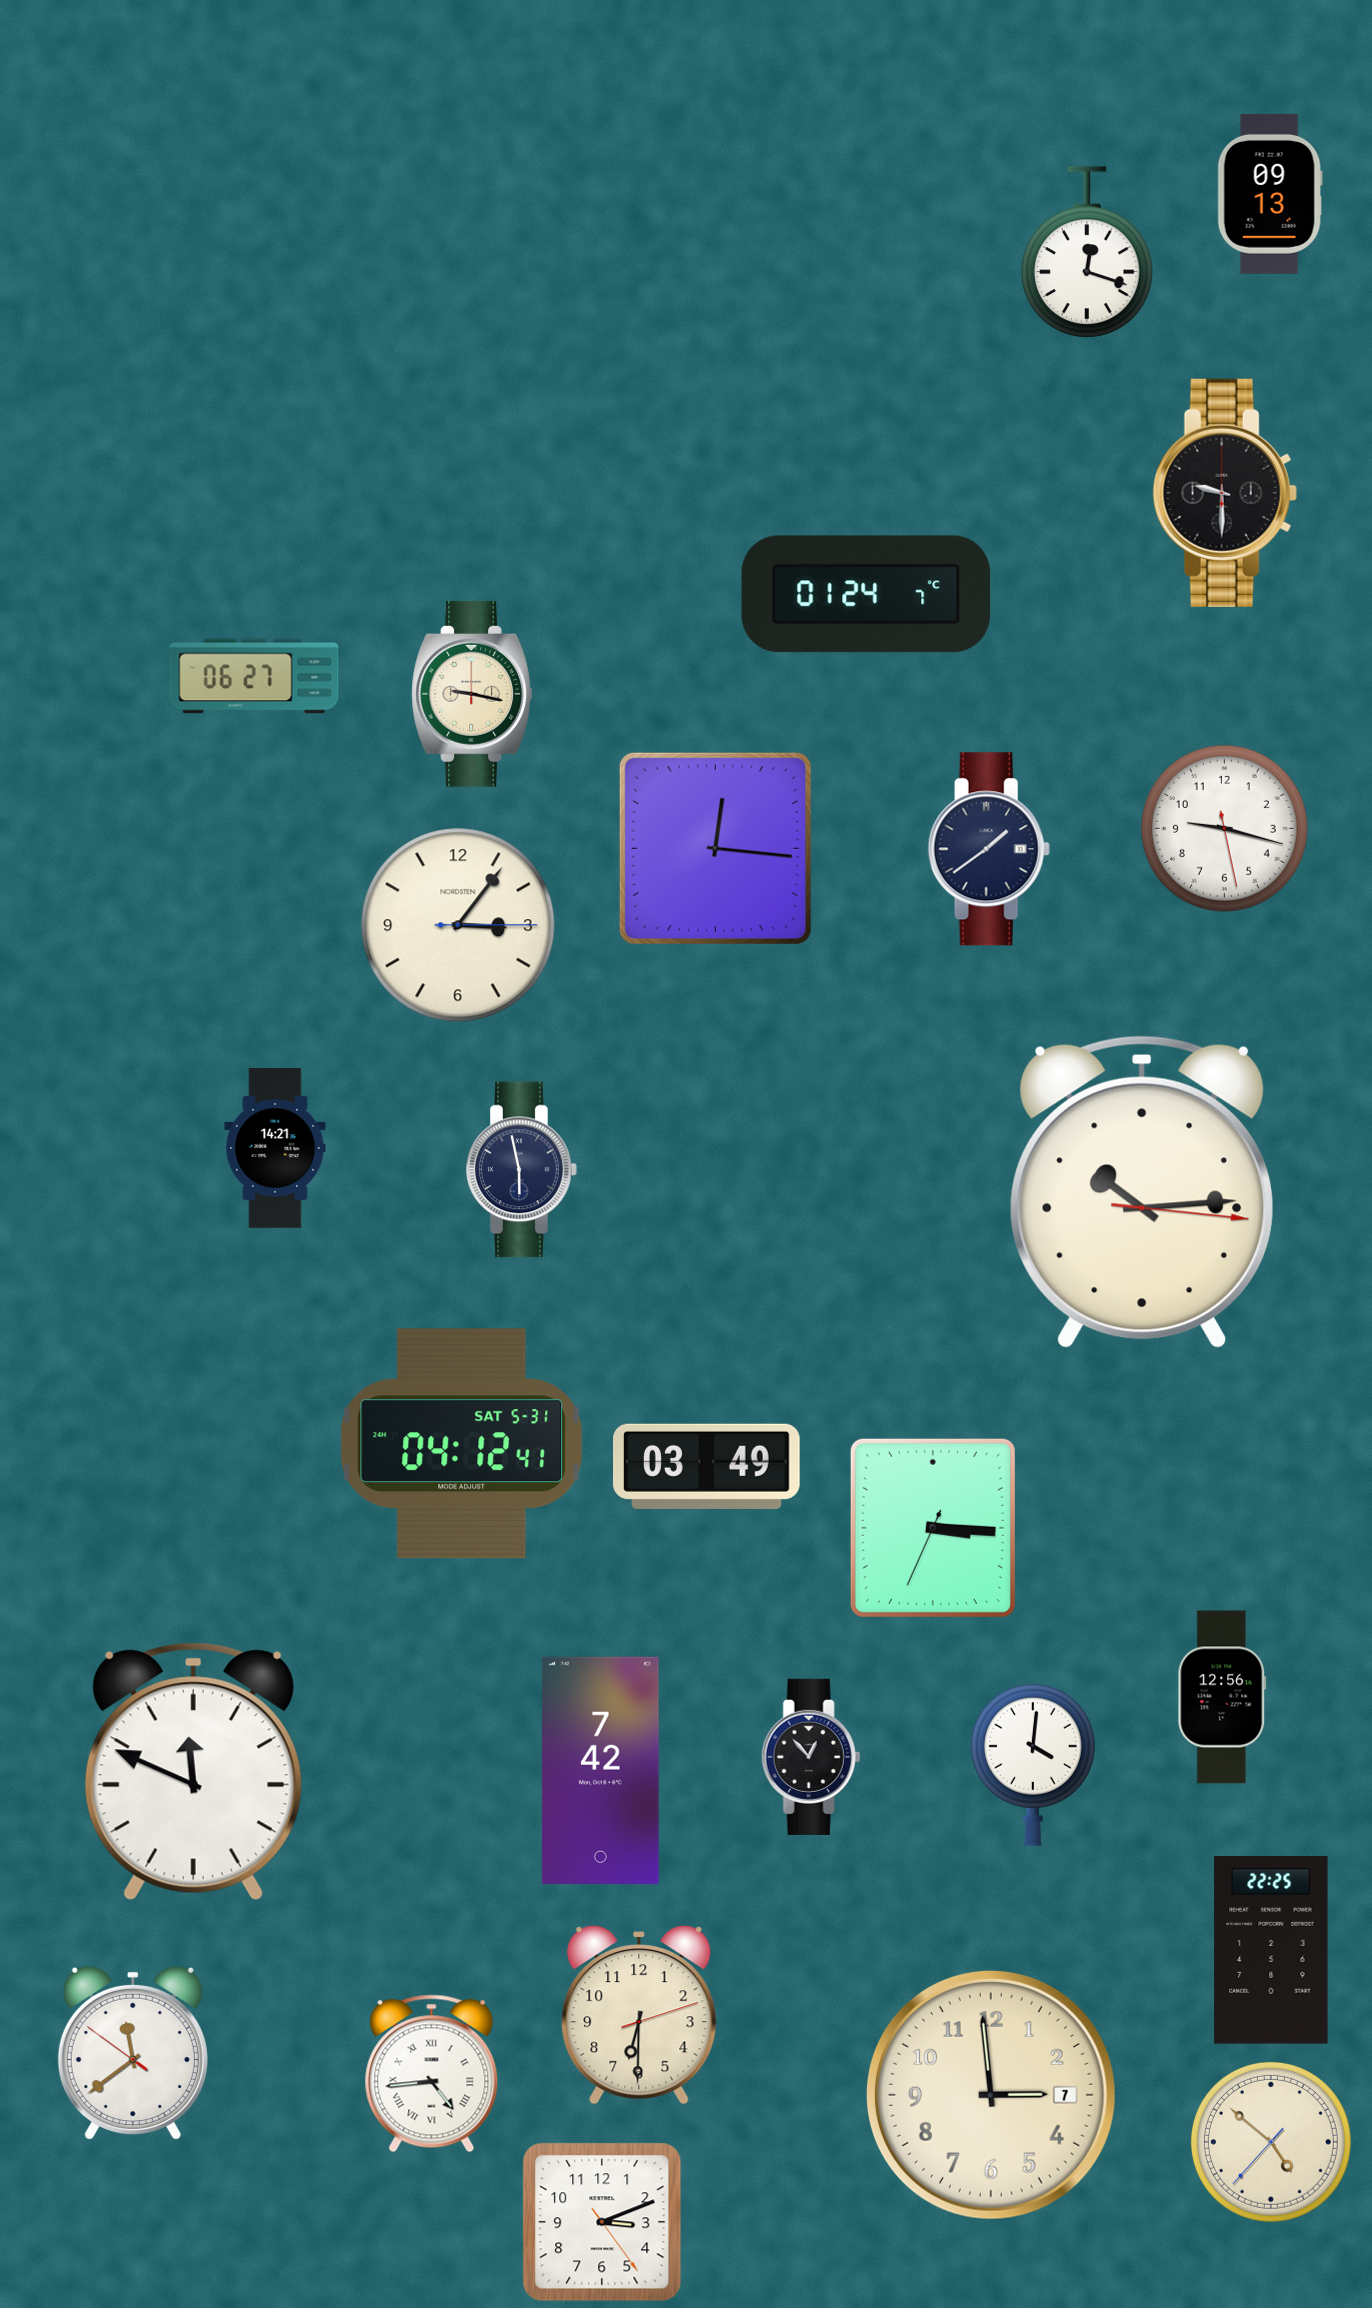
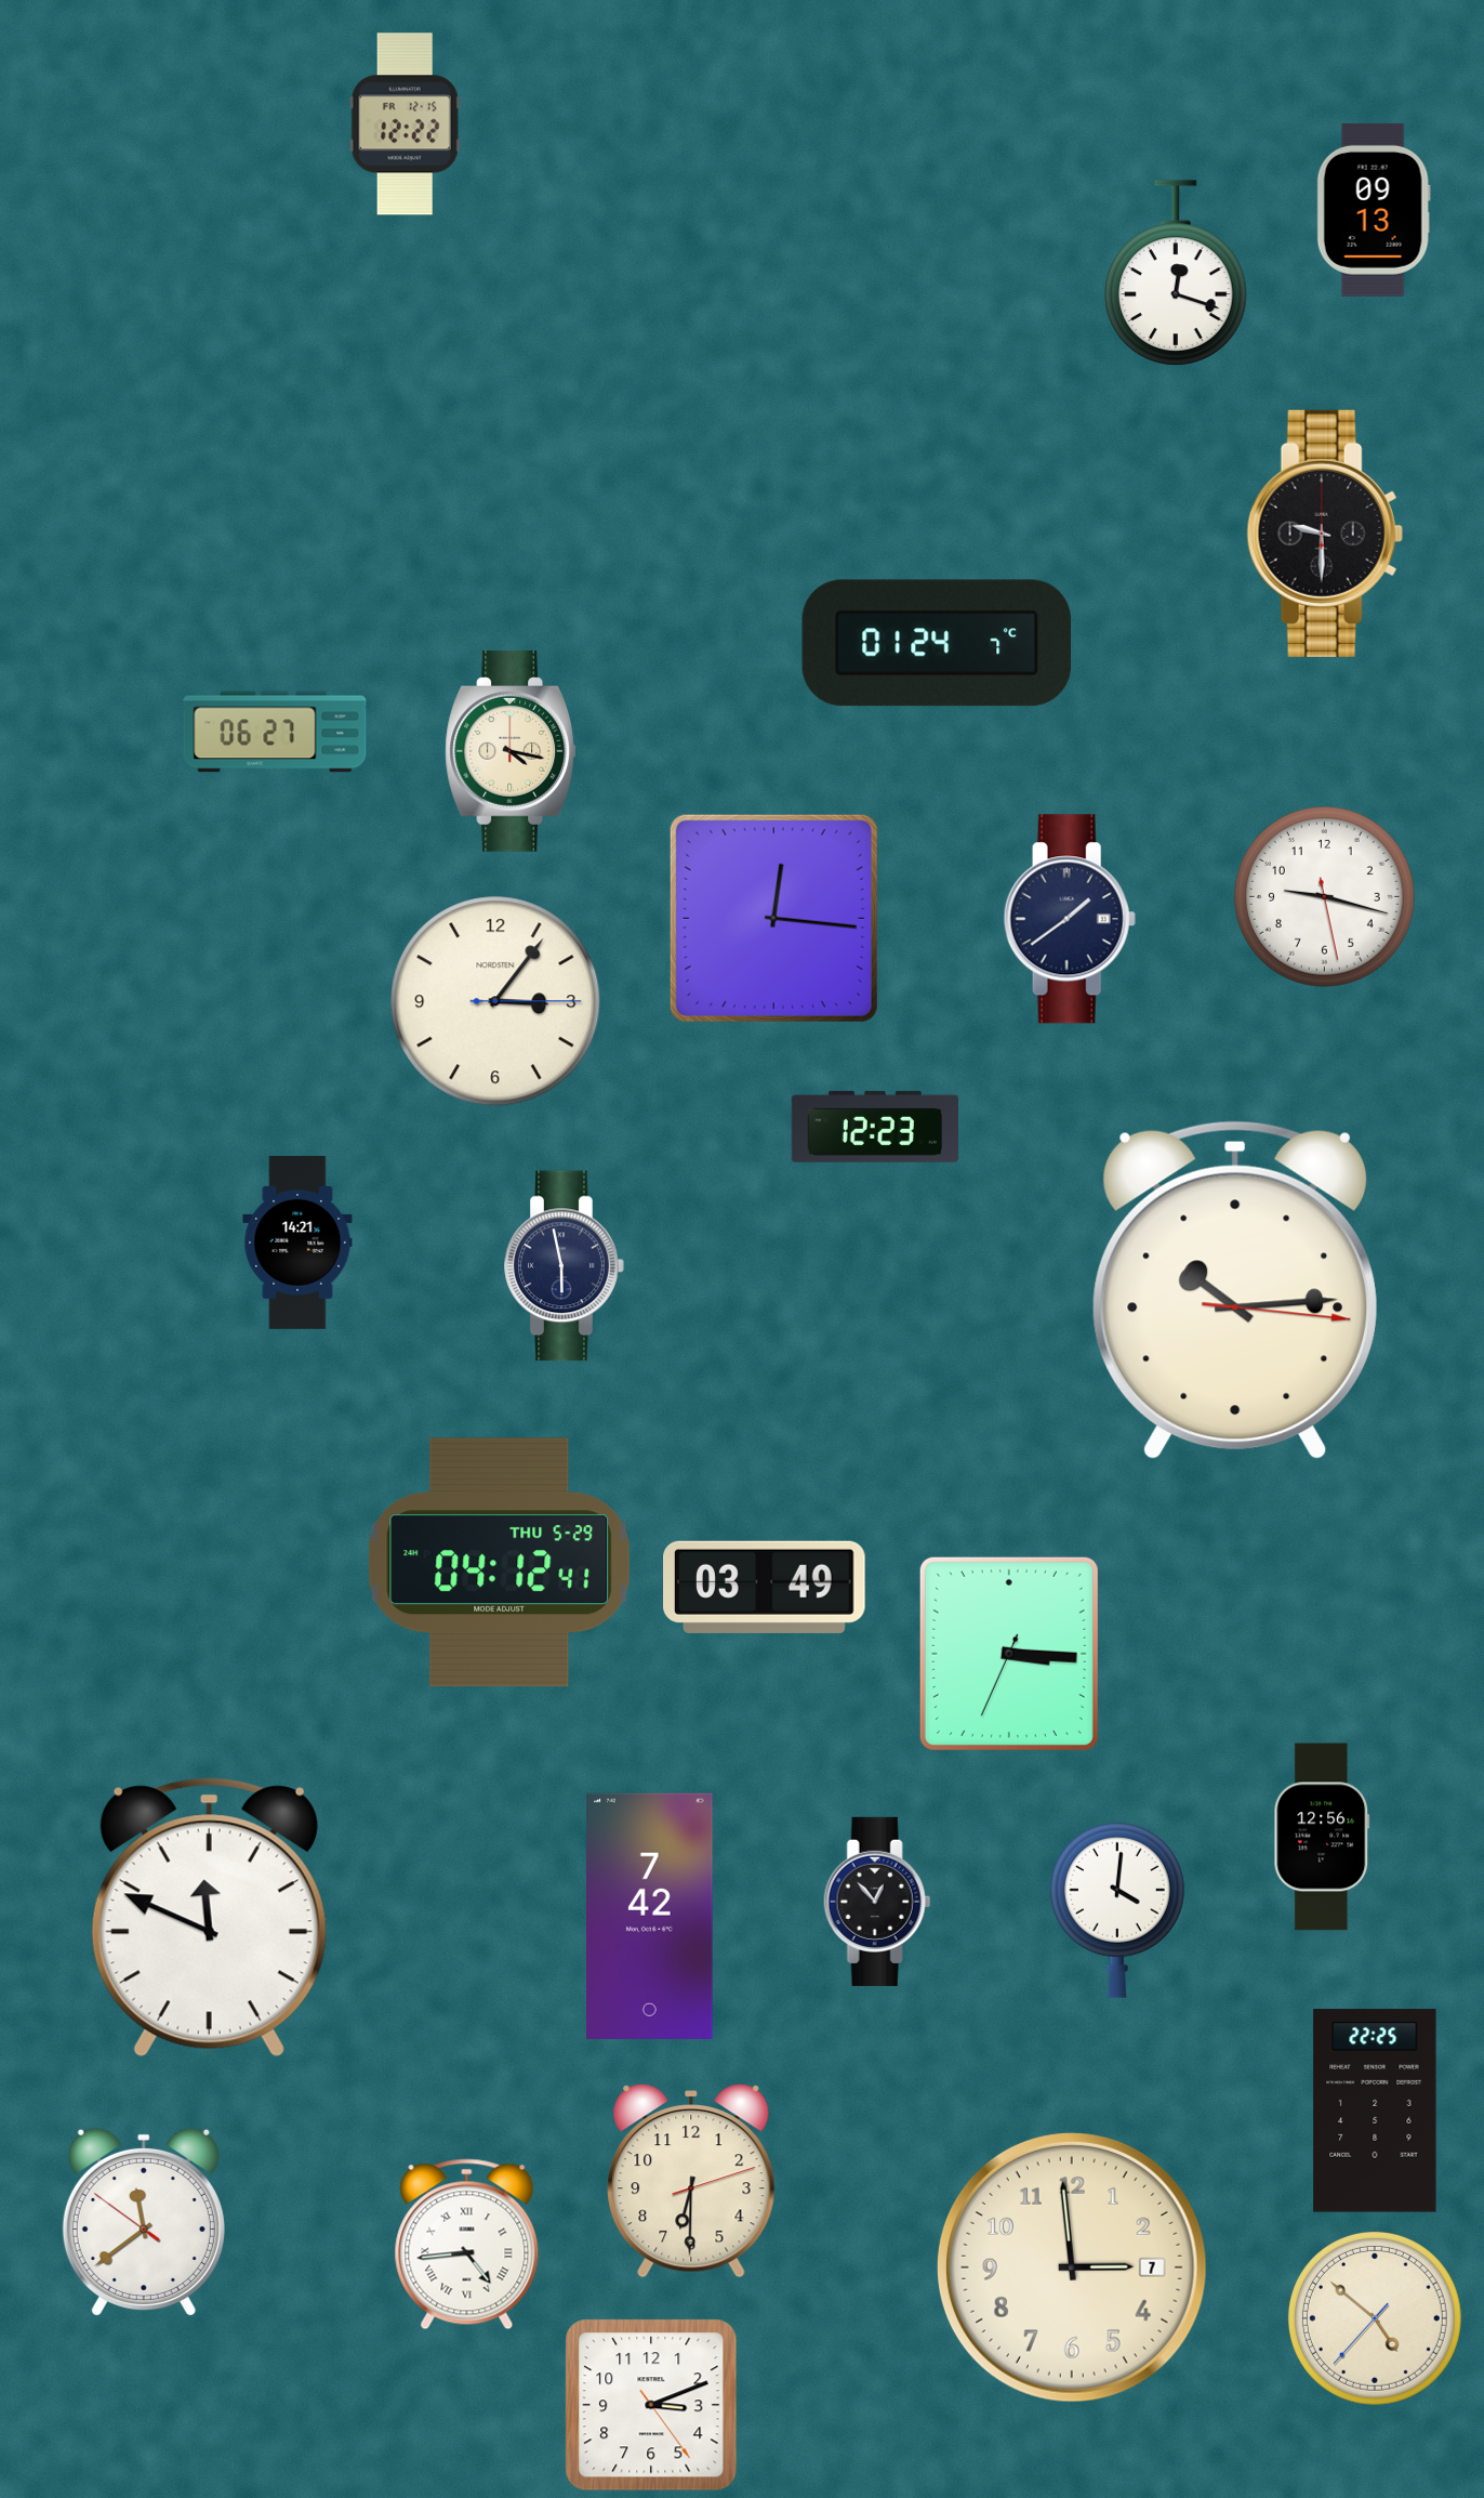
clock at (405, 124): none -> 12:22
clock at (472, 694): 9:17 -> 4:17
clock at (874, 1127): none -> 12:23
clock at (462, 1444) date: SAT 5-31 -> THU 5-29
